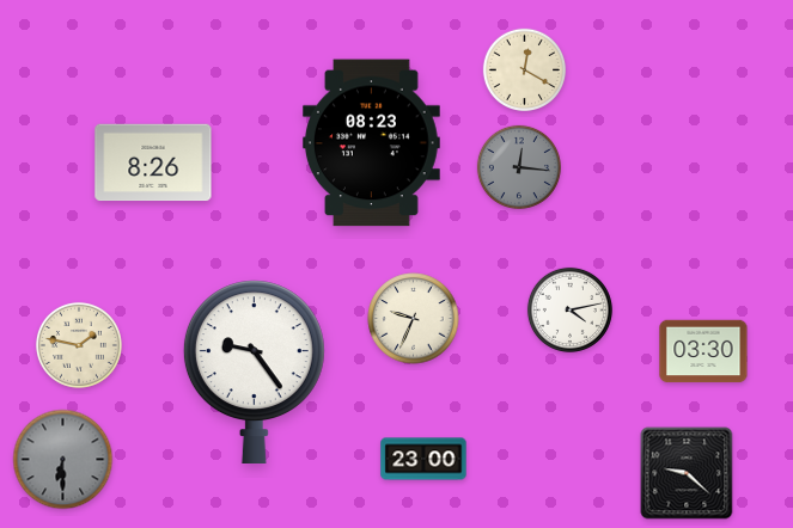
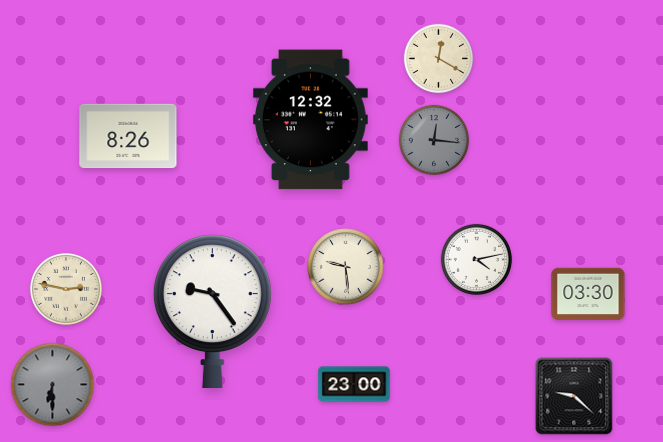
clock at (371, 143): 08:23 -> 12:32
clock at (414, 319): 9:34 -> 9:29
clock at (79, 345): 1:47 -> 2:47
